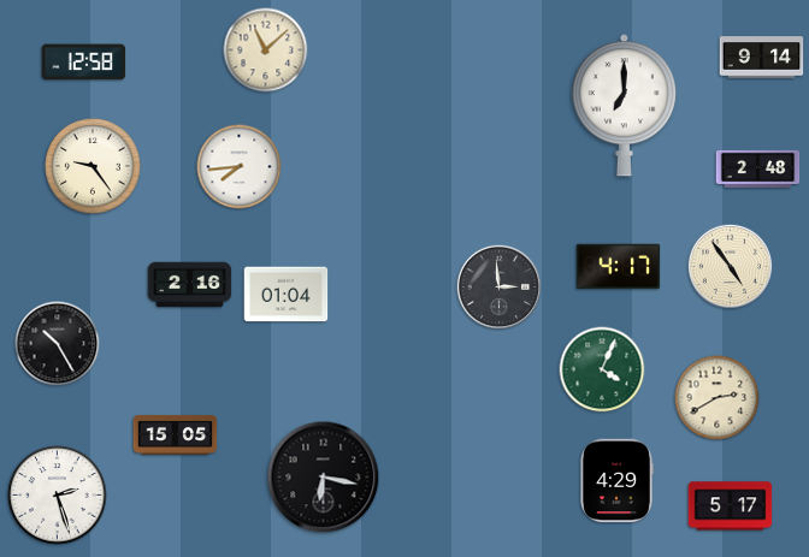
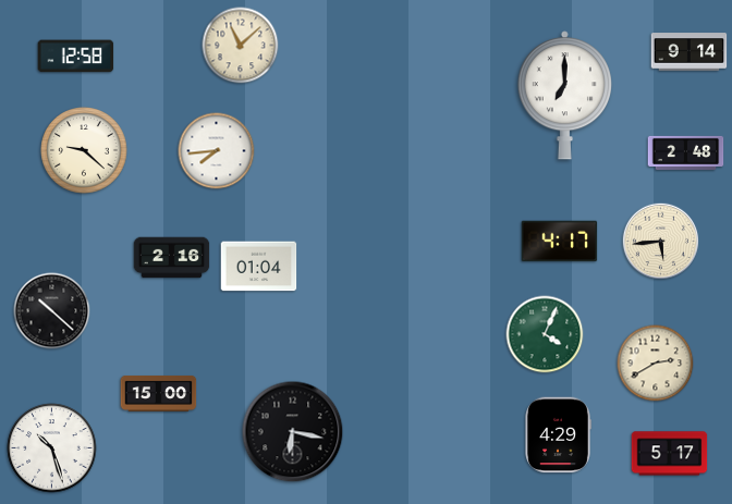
clock at (93, 166): 9:24 -> 9:22
clock at (731, 267): 4:54 -> 5:44
clock at (500, 288): 2:59 -> none
clock at (58, 344): 10:25 -> 10:22
clock at (718, 398) position: (718, 398) -> (656, 364)
clock at (176, 434): 15:05 -> 15:00
clock at (58, 496): 2:27 -> 10:27
clock at (731, 506) position: (731, 506) -> (670, 454)
